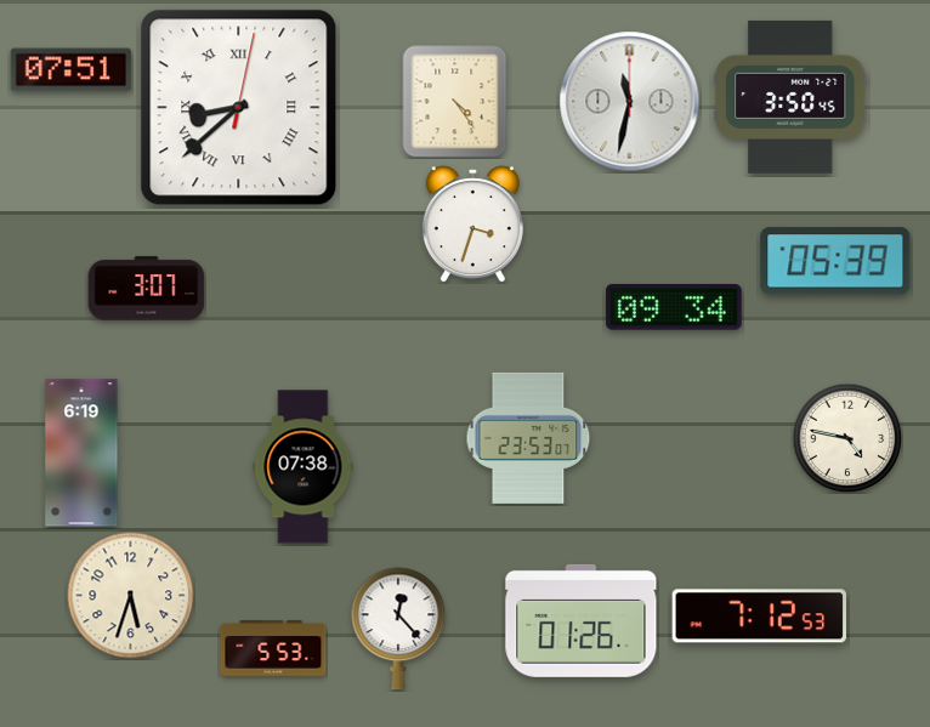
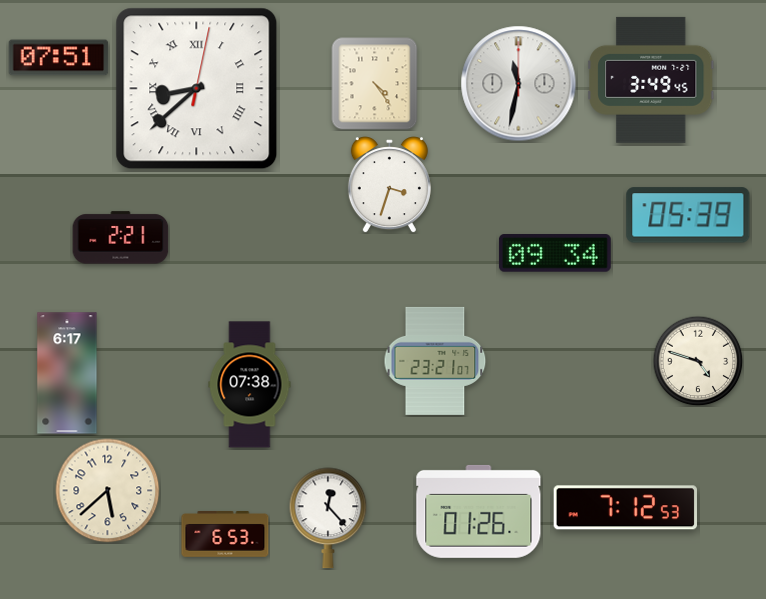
clock at (790, 97): 3:50 -> 3:49
clock at (147, 289): 3:07 -> 2:21
clock at (528, 438): 23:53 -> 23:21
clock at (847, 438): 4:47 -> 4:48
clock at (81, 453): 6:19 -> 6:17
clock at (131, 596): 5:33 -> 5:38
clock at (273, 649): 5:53 -> 6:53
